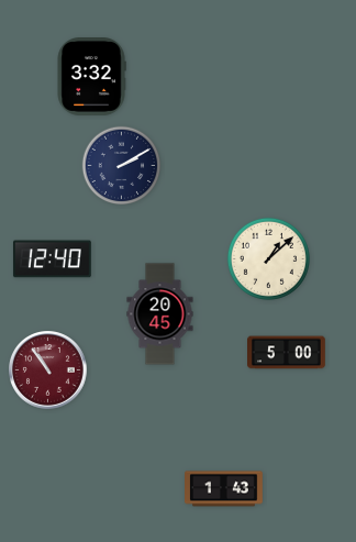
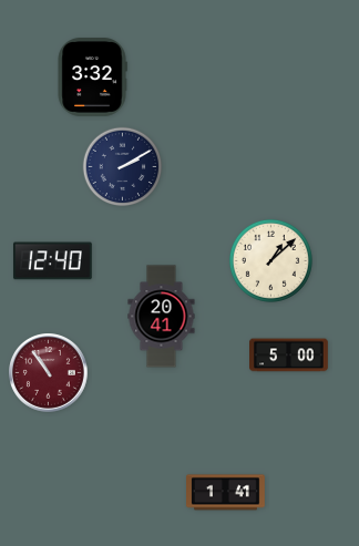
clock at (160, 314): 20:45 -> 20:41
clock at (224, 489): 1:43 -> 1:41
